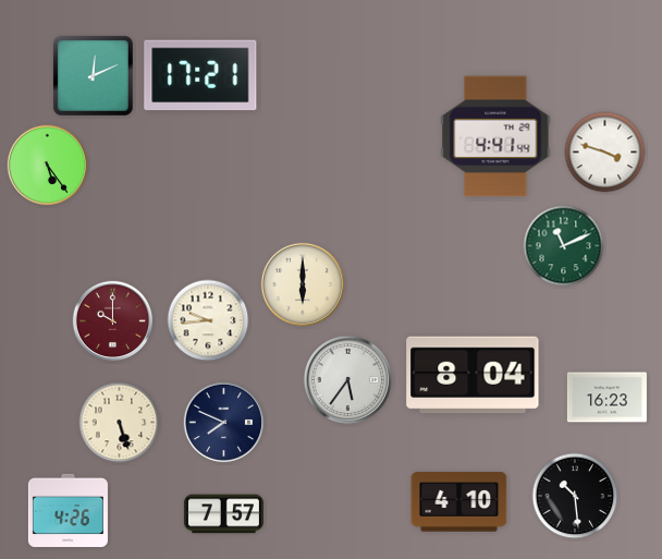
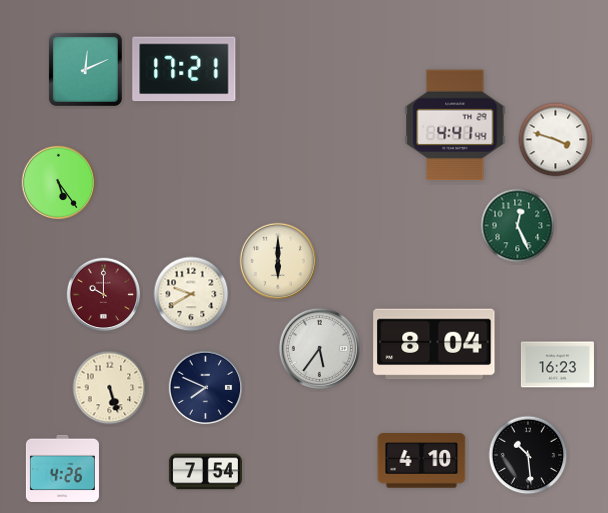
clock at (48, 166) position: (48, 166) -> (59, 183)
clock at (564, 246): 11:11 -> 12:26
clock at (208, 320): 9:44 -> 9:40
clock at (223, 514): 7:57 -> 7:54
